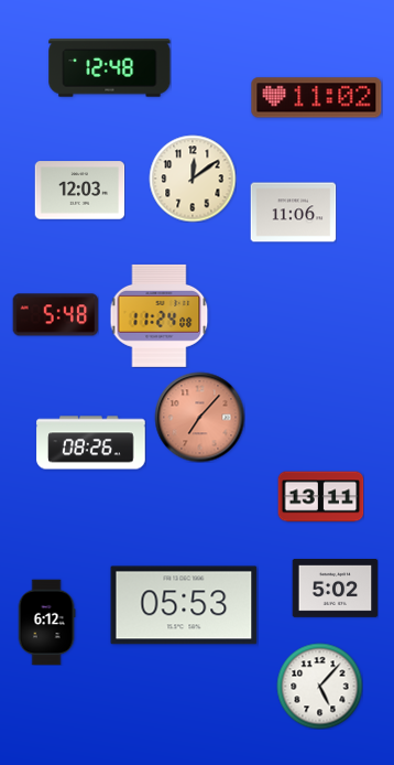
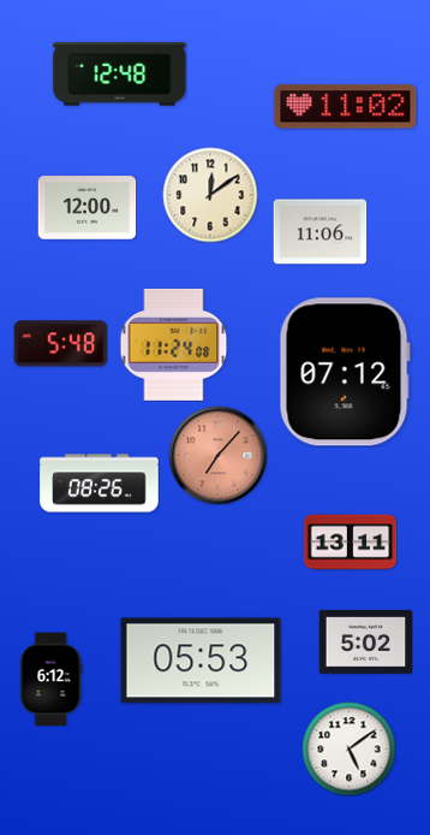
clock at (79, 191): 12:03 -> 12:00
clock at (345, 372): none -> 07:12
clock at (319, 686): 5:07 -> 5:09
